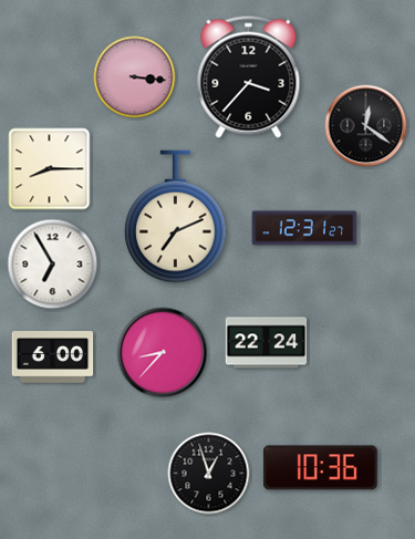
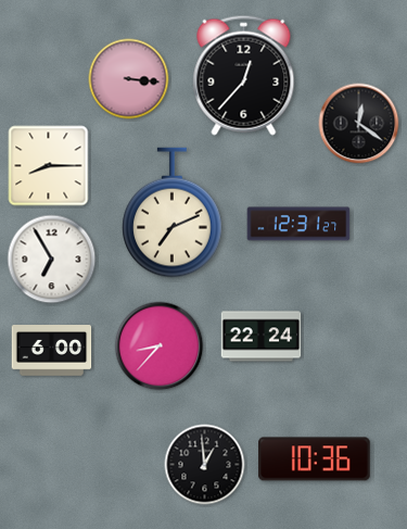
clock at (249, 76): 3:37 -> 12:37
clock at (135, 77) position: (135, 77) -> (129, 79)
clock at (209, 474): 12:57 -> 12:59
